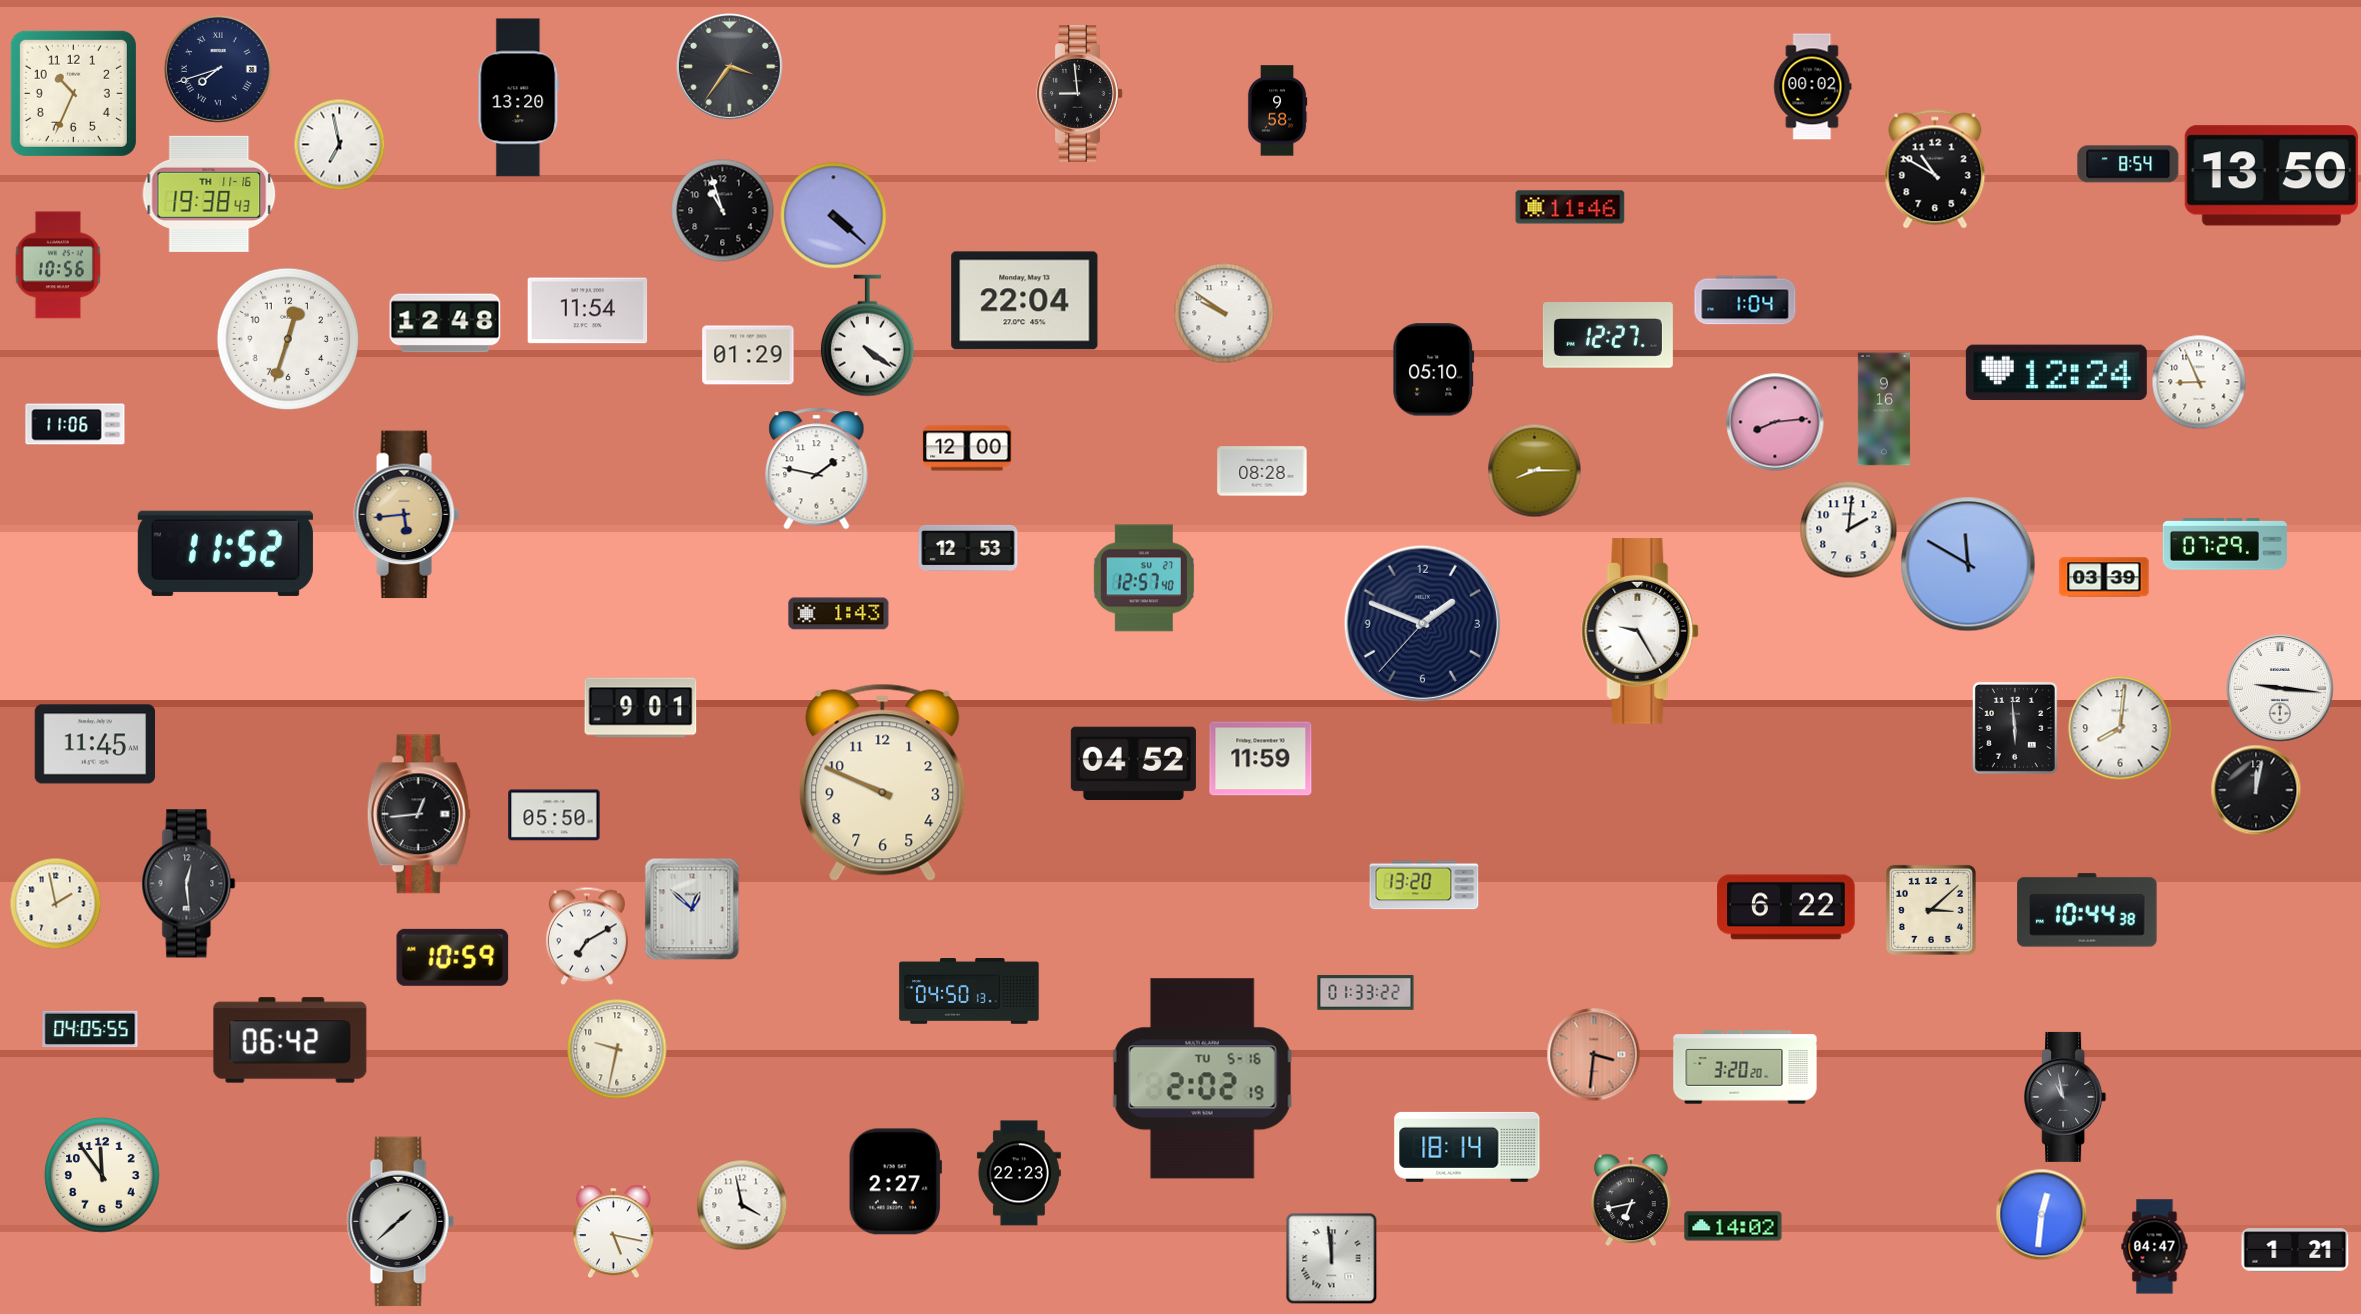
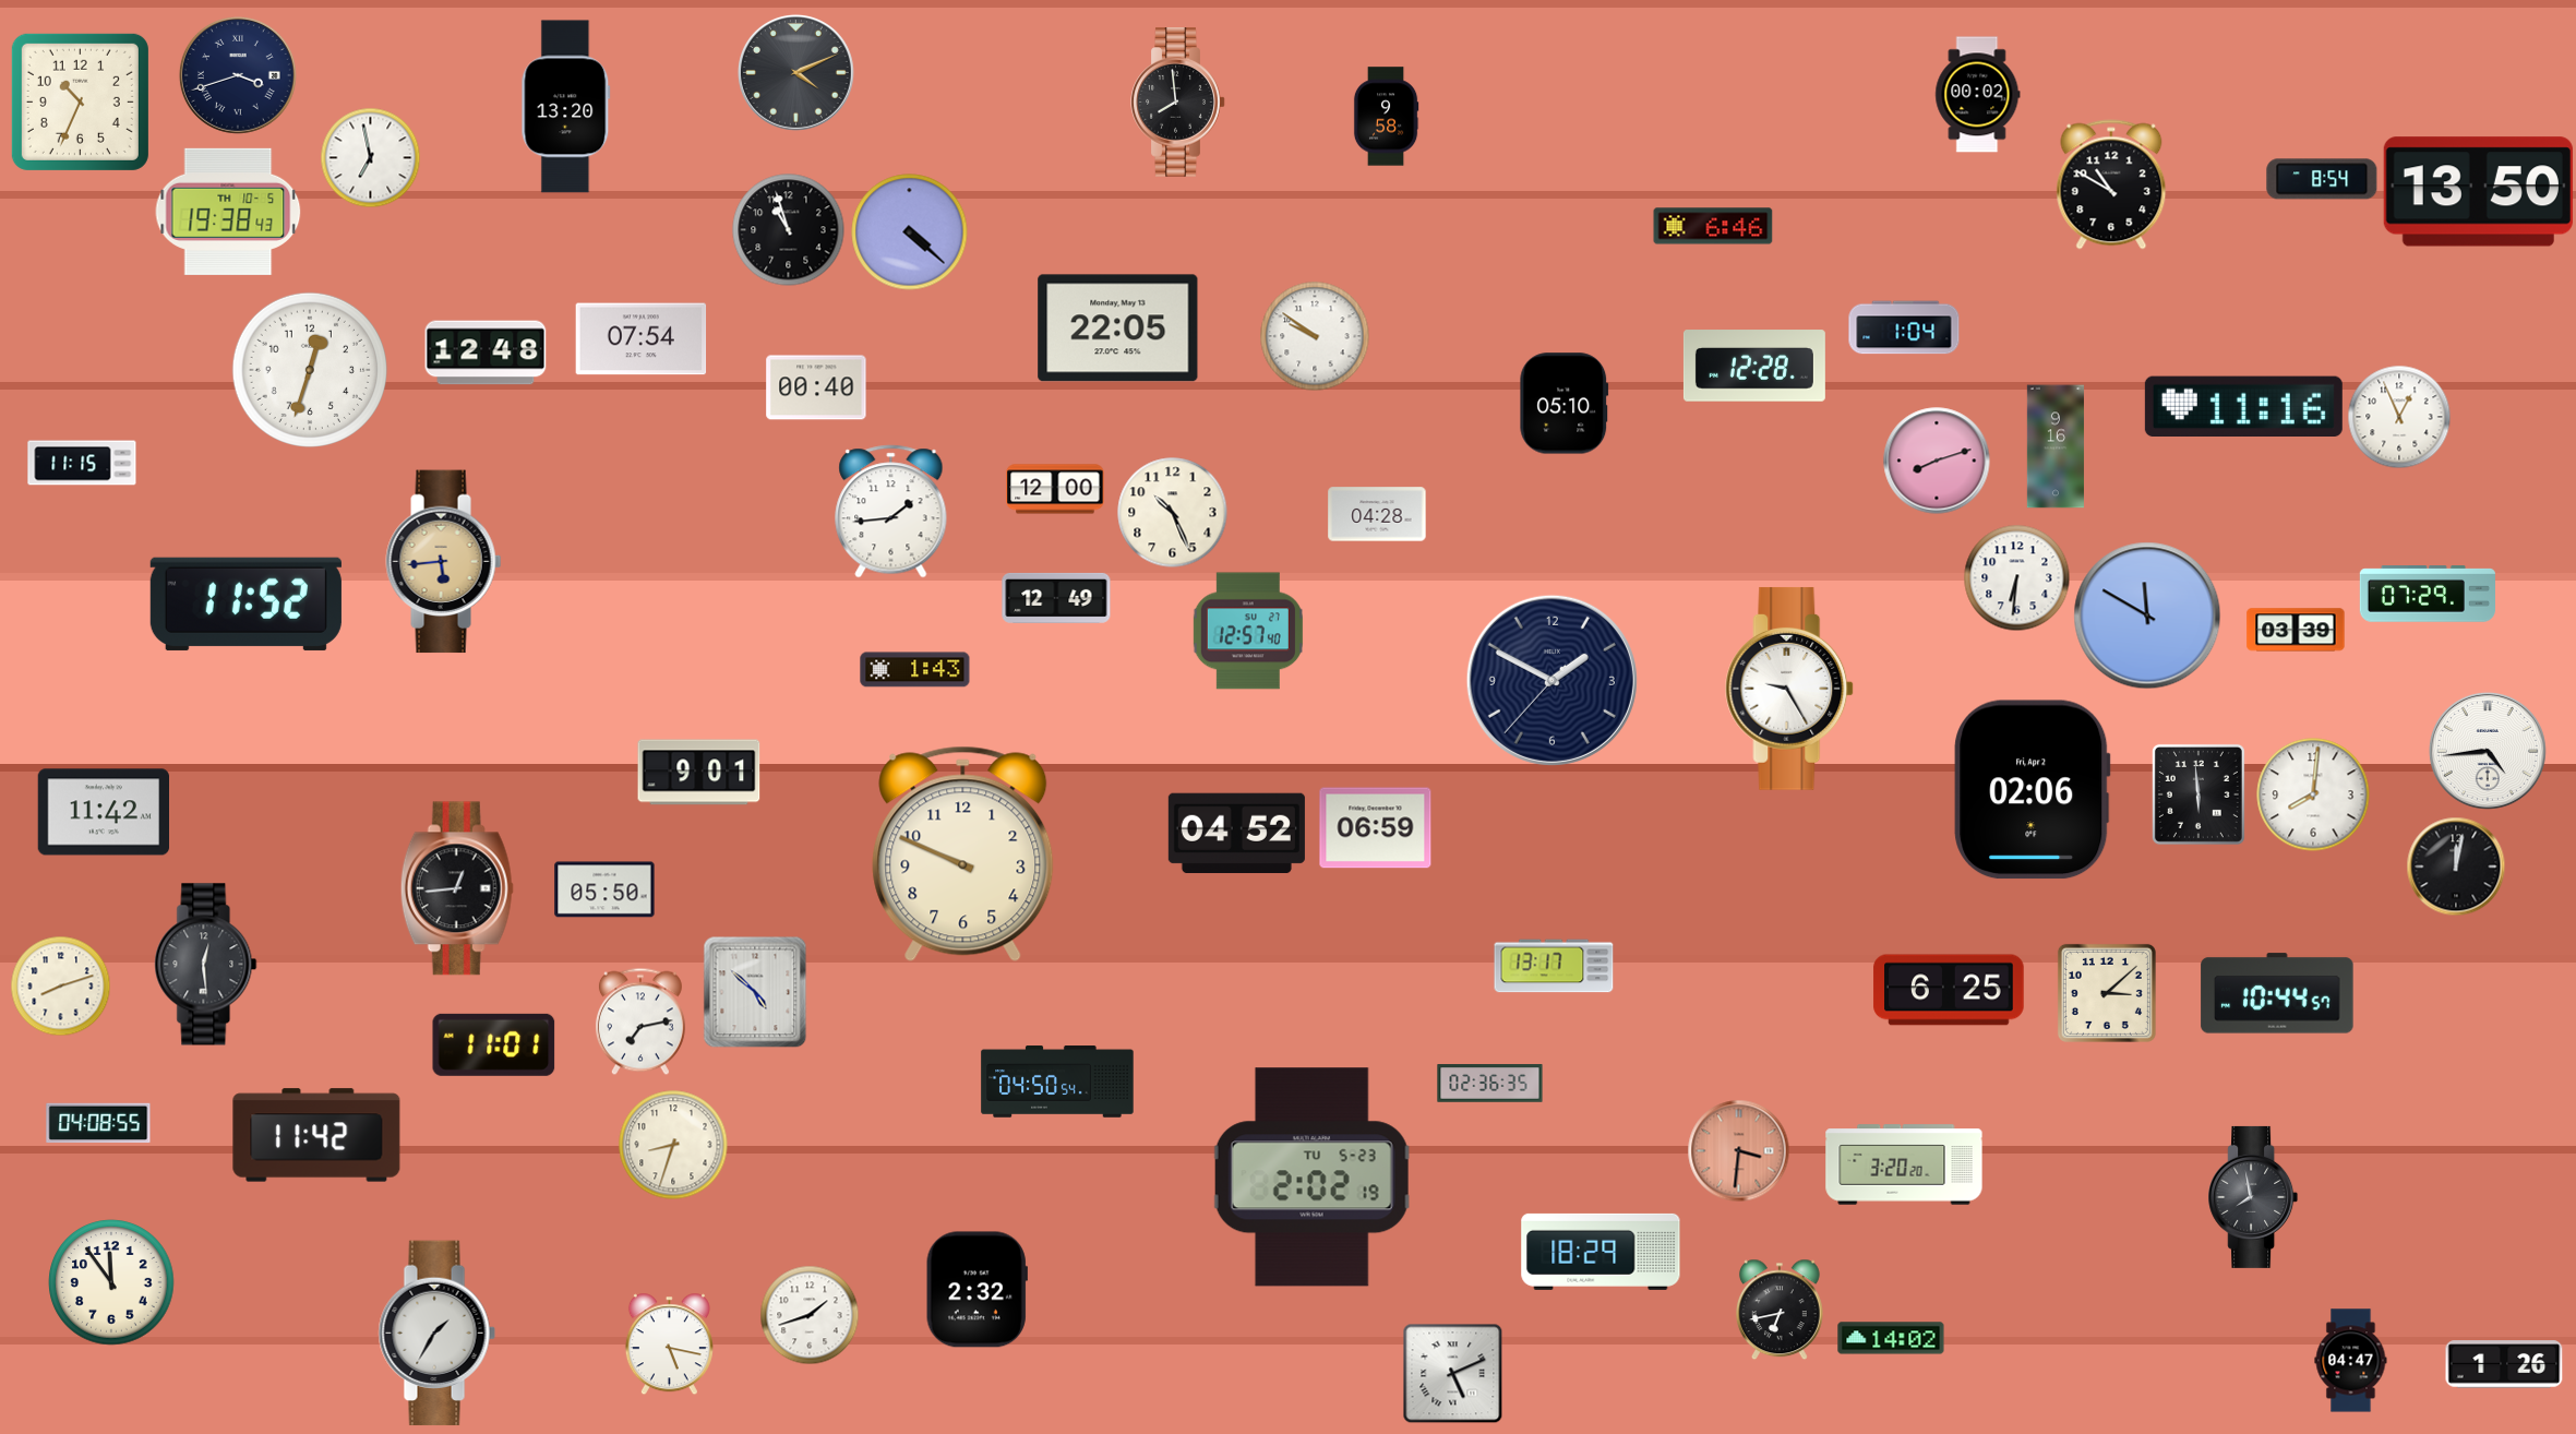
clock at (729, 66): 3:36 -> 4:11
clock at (218, 69): 7:42 -> 3:42
clock at (1080, 94): 8:59 -> 7:59
clock at (1277, 111) position: (1277, 111) -> (1386, 117)
clock at (209, 194) date: TH 11-16 -> TH 10-5
clock at (1570, 207): 11:46 -> 6:46
clock at (834, 216) position: (834, 216) -> (910, 232)
clock at (58, 265): 10:56 -> none
clock at (1025, 301): 22:04 -> 22:05
clock at (588, 311): 11:54 -> 07:54
clock at (1224, 313) position: (1224, 313) -> (1315, 336)
clock at (1608, 335): 12:27 -> 12:28
clock at (867, 336): 4:21 -> none
clock at (288, 339) position: (288, 339) -> (310, 370)
clock at (748, 355): 01:29 -> 00:40
clock at (2056, 373): 12:24 -> 11:16
clock at (2199, 382): 8:56 -> 12:56
clock at (1775, 422): 8:14 -> 8:12
clock at (75, 424): 11:06 -> 11:15
clock at (817, 469): 1:47 -> 1:44
clock at (1173, 513): none -> 10:26
clock at (1534, 470): 8:15 -> none
clock at (1262, 471): 08:28 -> 04:28
clock at (1848, 529): 2:01 -> 6:31
clock at (968, 548): 12:53 -> 12:49
clock at (1422, 623): 1:48 -> 1:49
clock at (2280, 688): 9:16 -> 4:44
clock at (2033, 790): none -> 02:06
clock at (95, 744): 11:45 -> 11:42
clock at (1261, 759): 11:59 -> 06:59
clock at (2256, 790) position: (2256, 790) -> (2456, 867)
clock at (1424, 885): 13:20 -> 13:17
clock at (55, 903): 1:58 -> 8:12
clock at (1786, 907): 6:22 -> 6:25
clock at (692, 909): 12:52 -> 4:52
clock at (2087, 910): 10:44:38 -> 10:44:57
clock at (587, 936): 7:10 -> 7:13
clock at (453, 957): 10:59 -> 11:01
clock at (969, 991): 04:50:13 -> 04:50:54
clock at (1366, 993): 01:33 -> 02:36
clock at (90, 1029): 04:05 -> 04:08
clock at (290, 1040): 06:42 -> 11:42
clock at (617, 1049): 9:32 -> 8:33
clock at (1202, 1079) date: TU 5-16 -> TU 5-23
clock at (2065, 1097): 10:58 -> 7:58
clock at (1467, 1147): 18:14 -> 18:29
clock at (1019, 1173): 22:23 -> none
clock at (895, 1182): 2:27 -> 2:32
clock at (742, 1205): 3:58 -> 1:42
clock at (2041, 1214): 12:31 -> none
clock at (400, 1222): 1:38 -> 1:35
clock at (2295, 1250): 1:21 -> 1:26
clock at (1331, 1258): 11:59 -> 5:11
